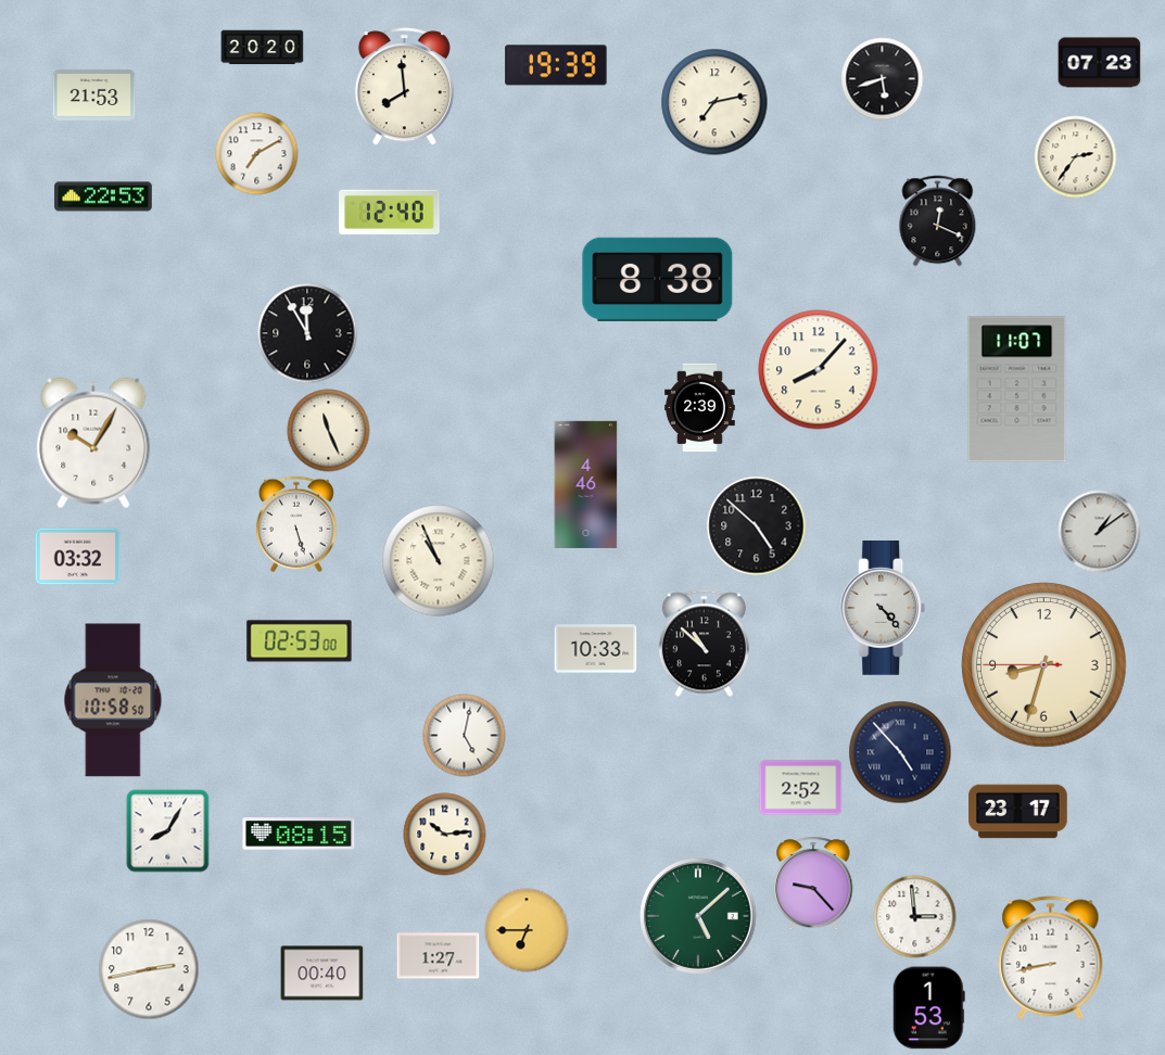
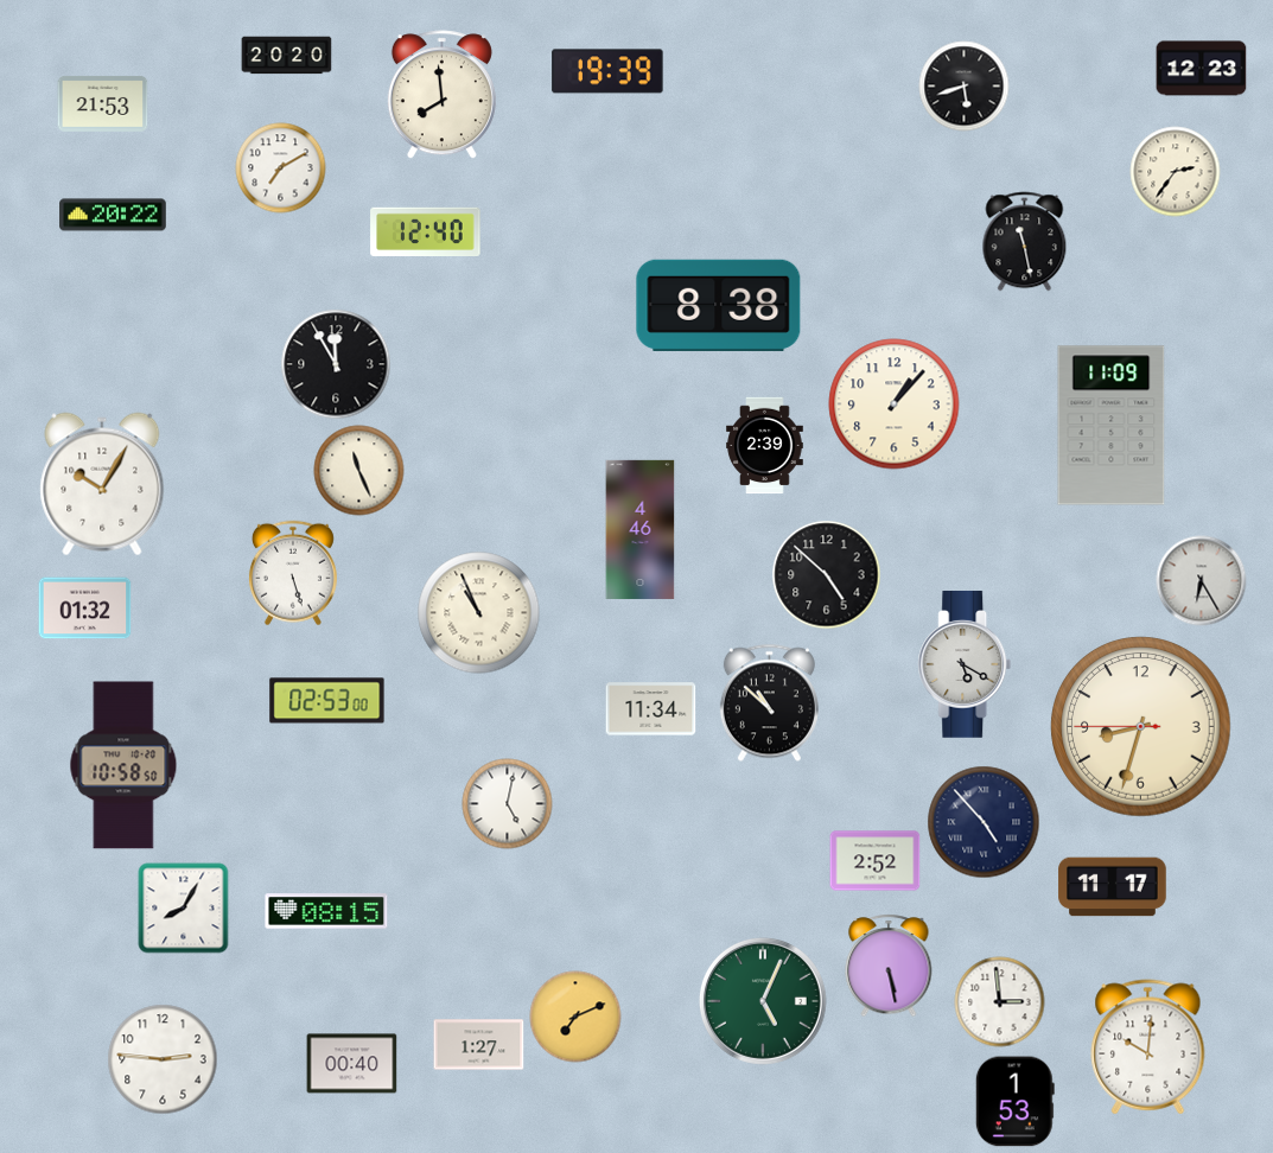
clock at (263, 48) position: (263, 48) -> (287, 56)
clock at (1100, 63): 07:23 -> 12:23
clock at (714, 102): 7:13 -> none
clock at (103, 196): 22:53 -> 20:22
clock at (938, 221): 12:19 -> 11:28
clock at (819, 370): 8:07 -> 1:07
clock at (1017, 390): 11:07 -> 11:09
clock at (296, 524) position: (296, 524) -> (293, 573)
clock at (1100, 532): 1:09 -> 6:25
clock at (78, 557): 03:32 -> 01:32
clock at (883, 609): 4:23 -> 5:20
clock at (596, 649): 10:33 -> 11:34
clock at (1018, 812): 23:17 -> 11:17
clock at (445, 835): 10:14 -> none
clock at (813, 884): 9:23 -> 5:28
clock at (698, 916): 5:08 -> 5:04
clock at (527, 930): 6:45 -> 7:11
clock at (1051, 958): 8:43 -> 10:01
clock at (149, 969): 2:43 -> 2:46
